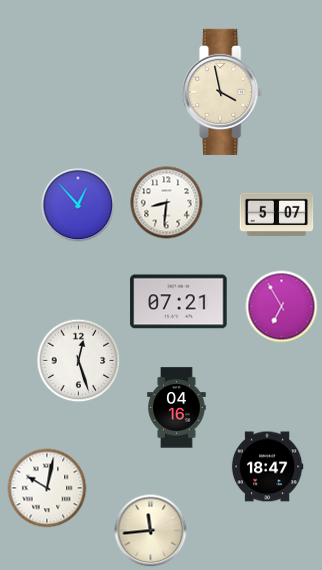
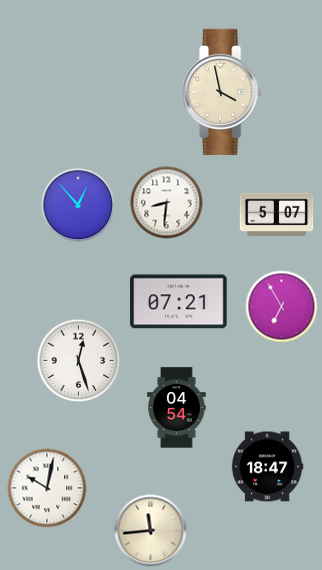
clock at (177, 408): 04:16 -> 04:54
